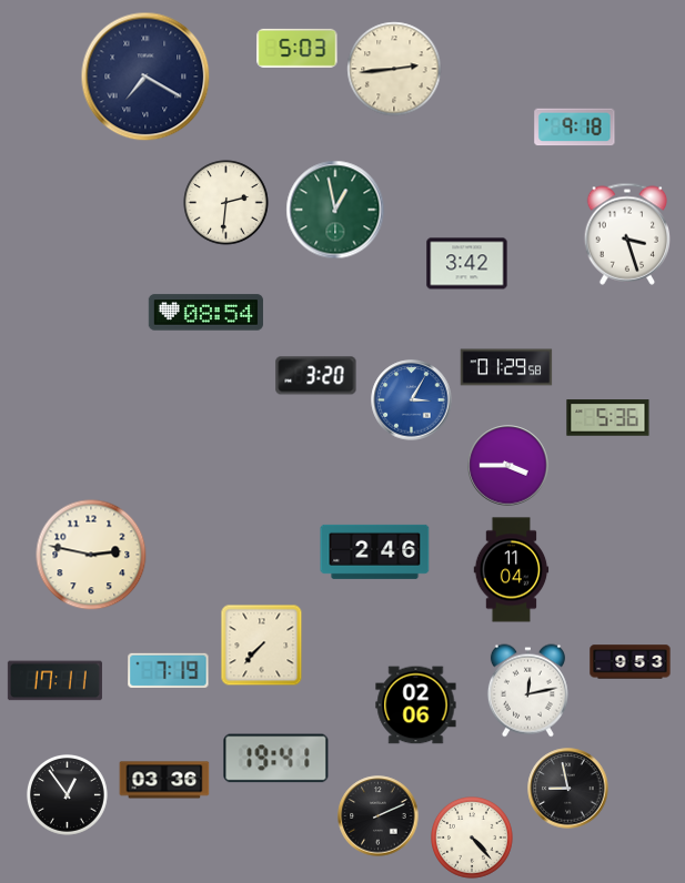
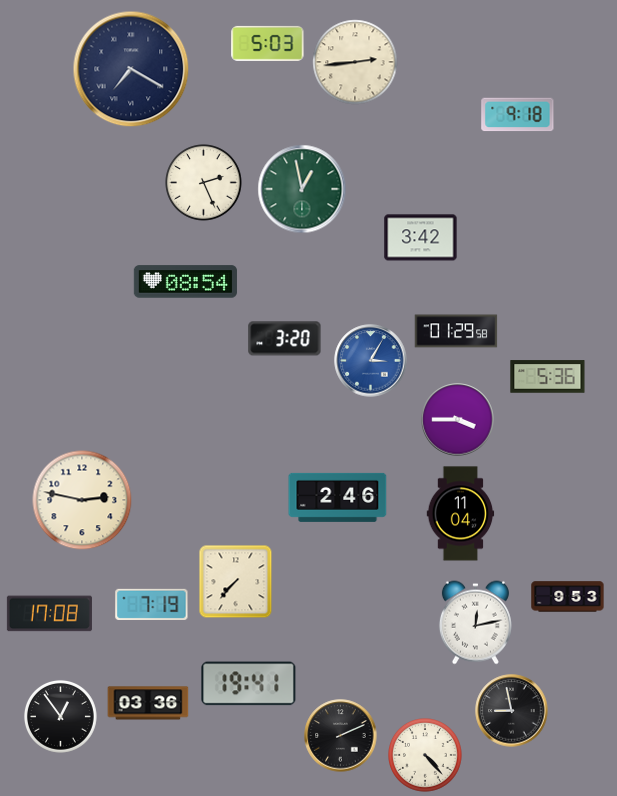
clock at (226, 203): 2:31 -> 2:26
clock at (627, 234): 3:27 -> none
clock at (54, 681): 17:11 -> 17:08
clock at (416, 706): 02:06 -> none
